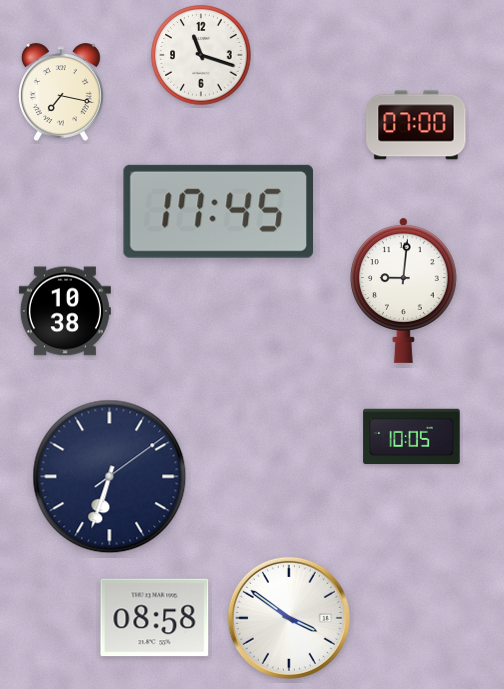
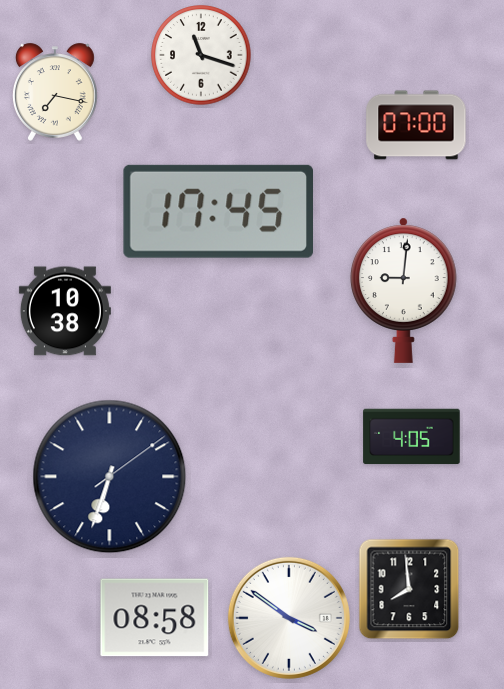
clock at (61, 92) position: (61, 92) -> (55, 92)
clock at (412, 437): 10:05 -> 4:05
clock at (409, 589): none -> 7:59
